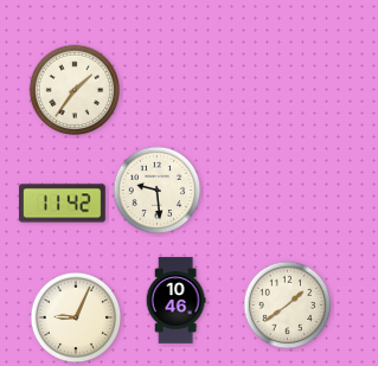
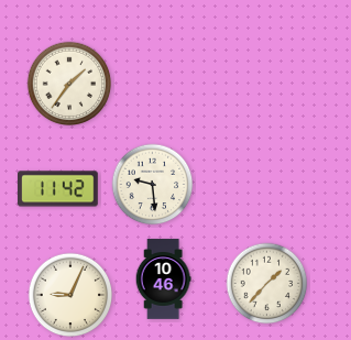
clock at (158, 191) position: (158, 191) -> (153, 185)
clock at (288, 306): 1:39 -> 1:37
